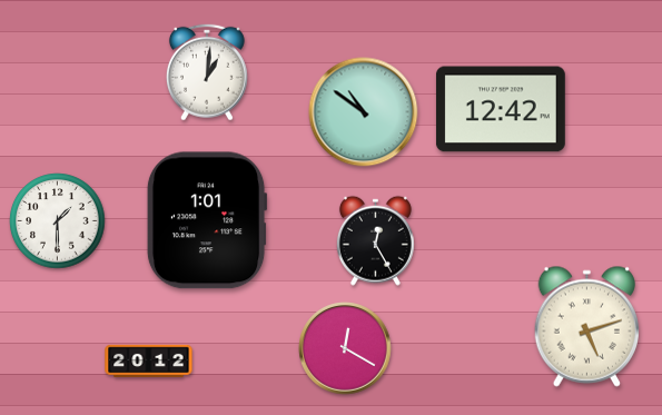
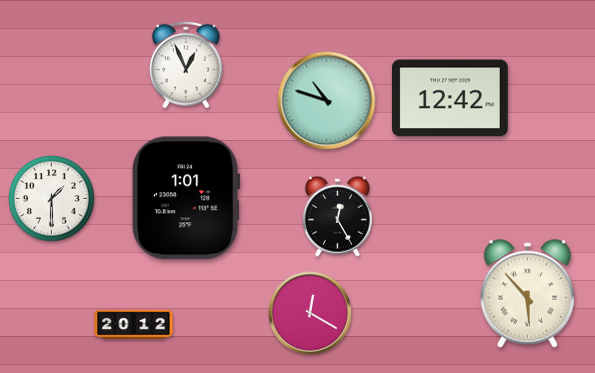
clock at (207, 72): 1:01 -> 12:56
clock at (364, 112): 10:51 -> 10:48
clock at (586, 326): 5:12 -> 5:53
